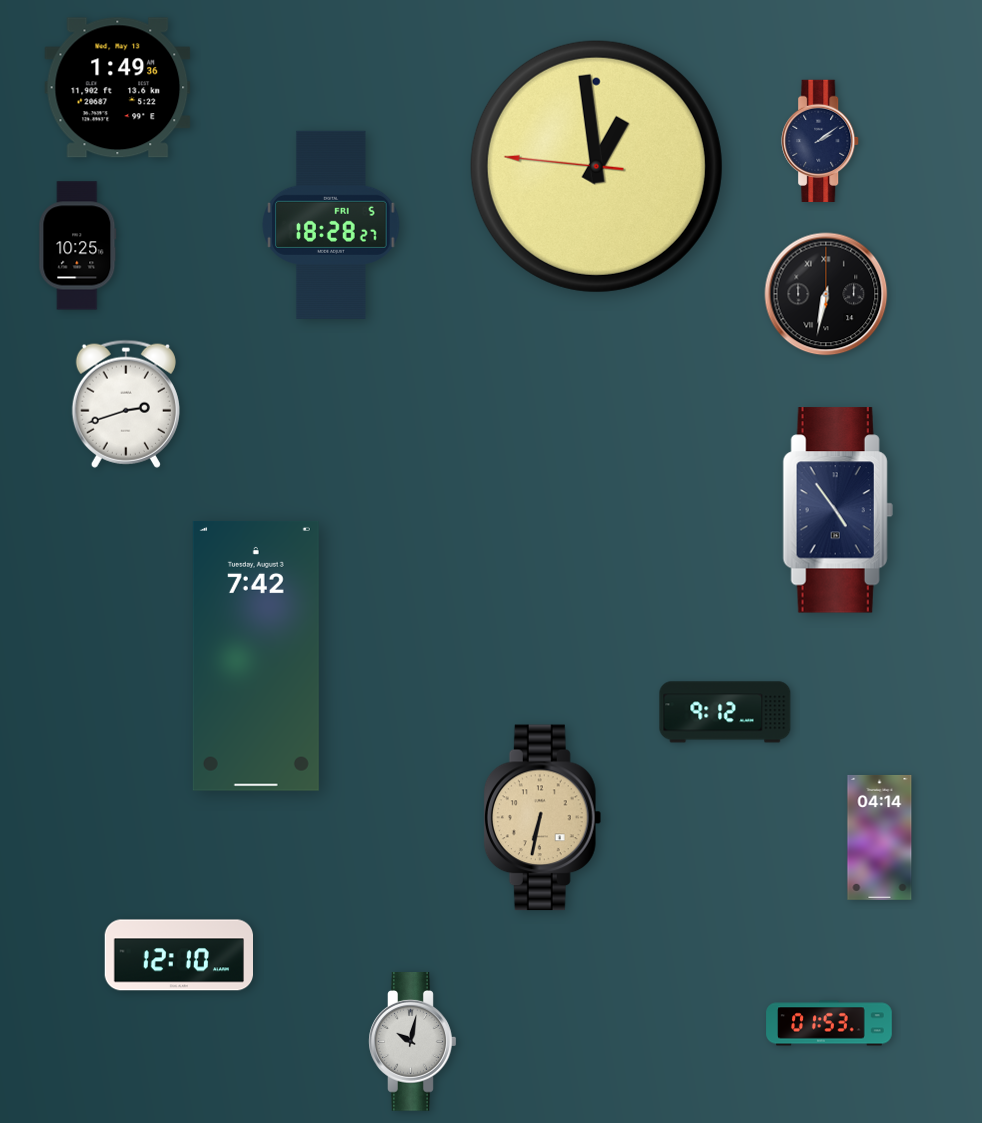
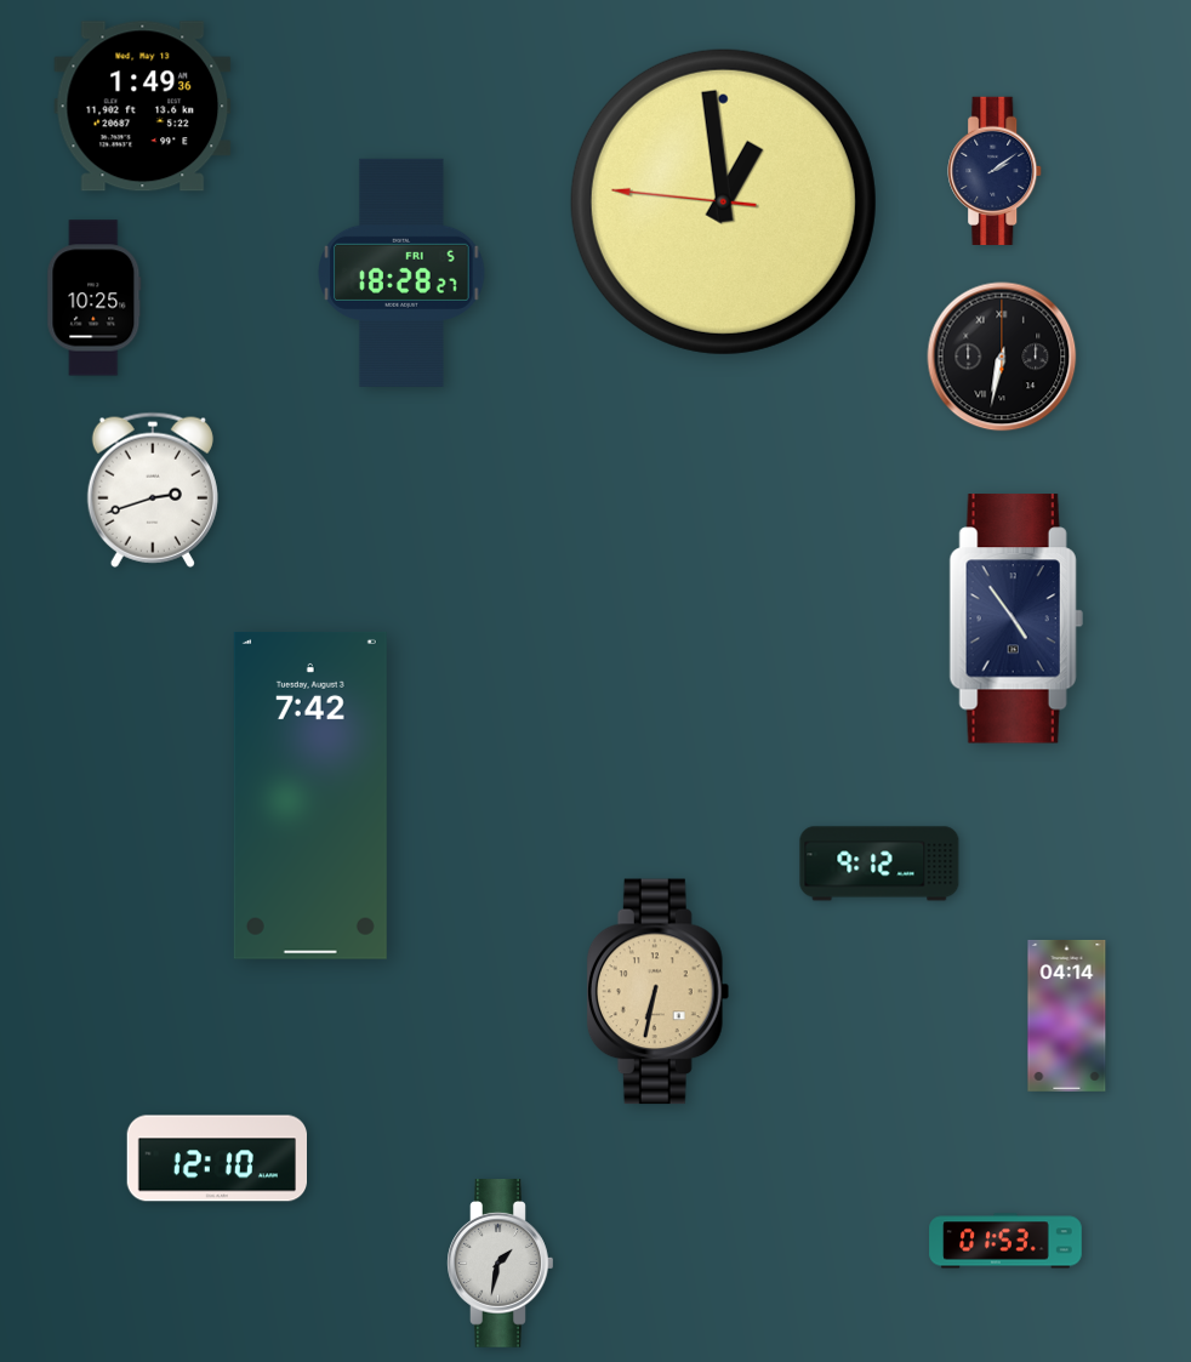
clock at (413, 1042): 10:02 -> 1:32
